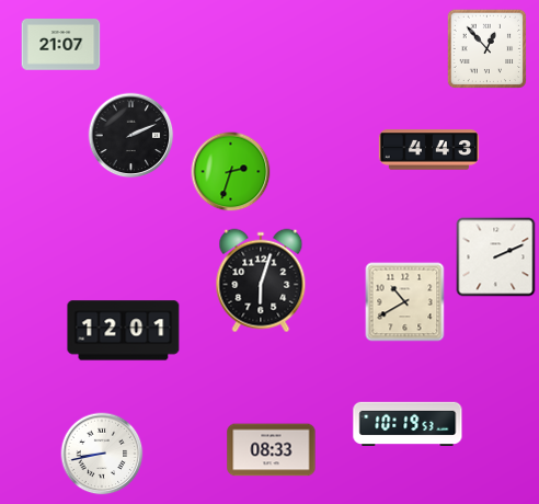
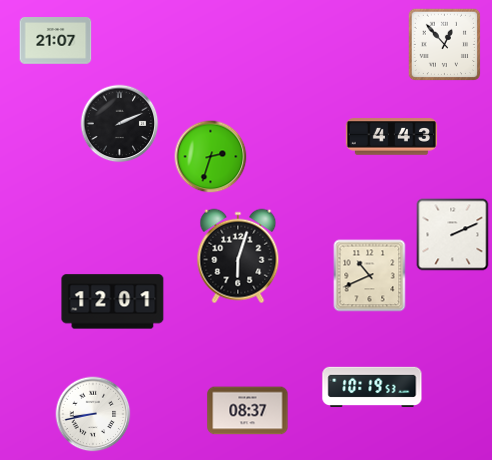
clock at (405, 302): 10:40 -> 10:41
clock at (272, 450): 08:33 -> 08:37
